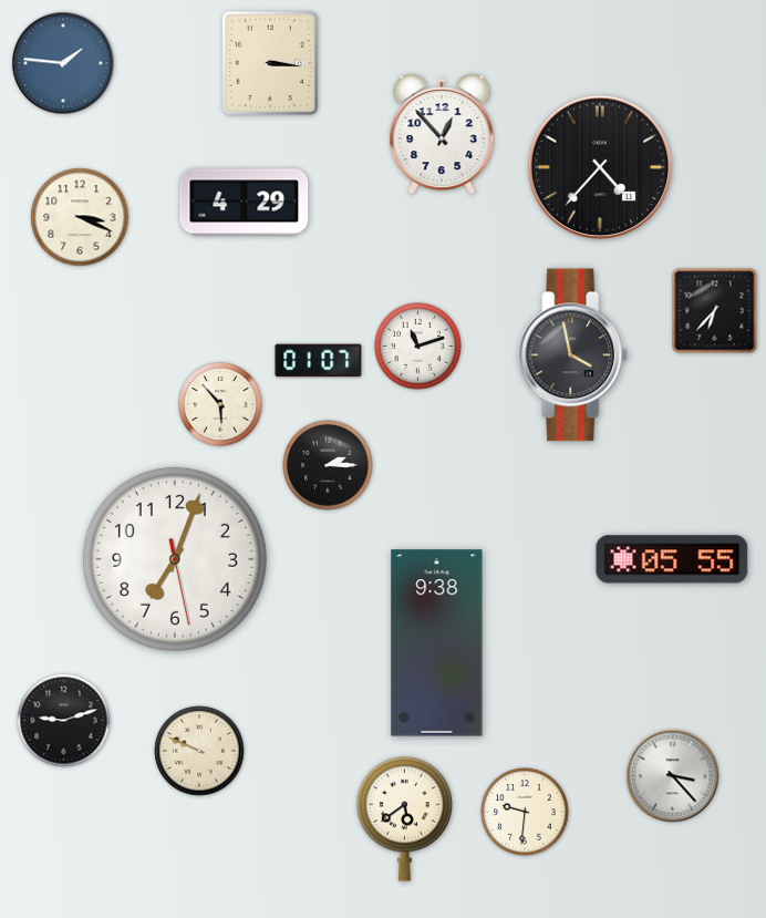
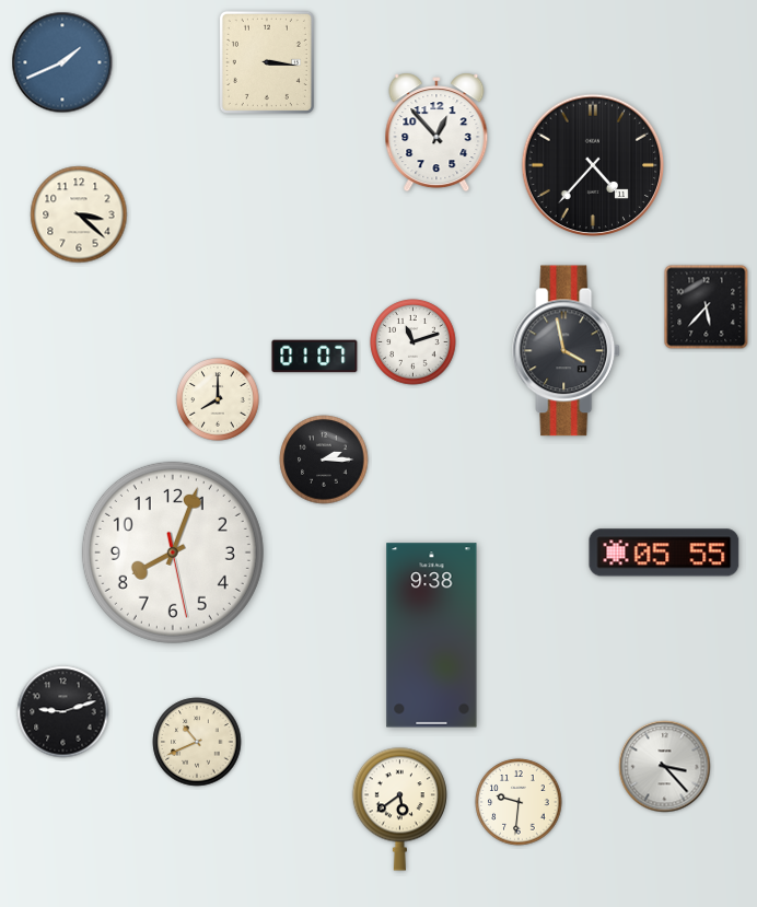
clock at (63, 63): 1:46 -> 1:41
clock at (245, 203): 4:29 -> none
clock at (80, 217): 3:19 -> 3:22
clock at (715, 311): 6:37 -> 5:37
clock at (220, 404): 5:53 -> 8:00
clock at (175, 559): 7:03 -> 8:03
clock at (199, 751): 9:49 -> 10:41
